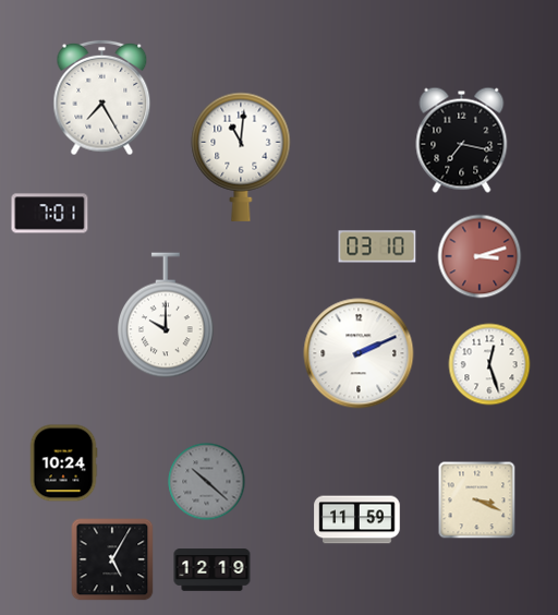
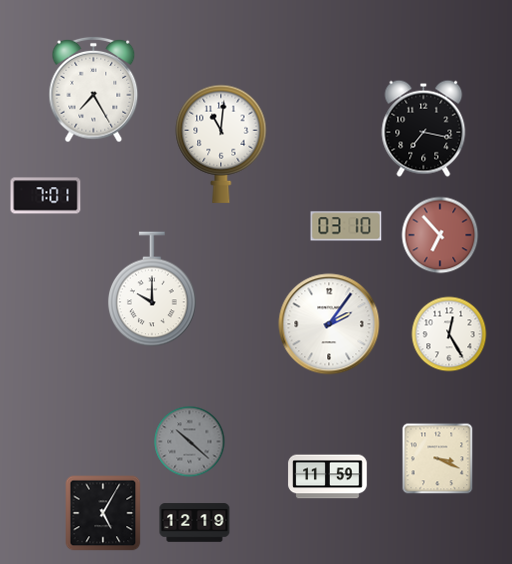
clock at (480, 256): 3:12 -> 6:53
clock at (359, 353): 2:11 -> 2:06
clock at (489, 364): 12:27 -> 12:25
clock at (63, 463): 10:24 -> none
